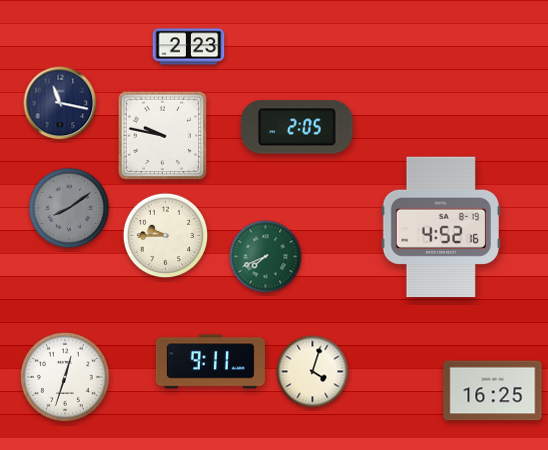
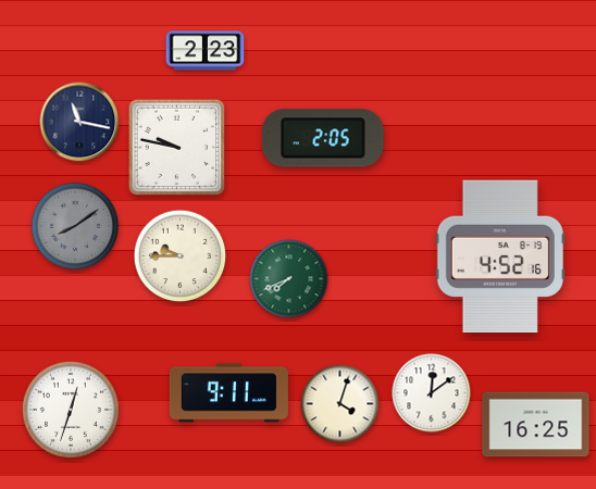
clock at (60, 103) position: (60, 103) -> (79, 122)
clock at (441, 226) position: (441, 226) -> (500, 255)
clock at (432, 393): none -> 12:09
